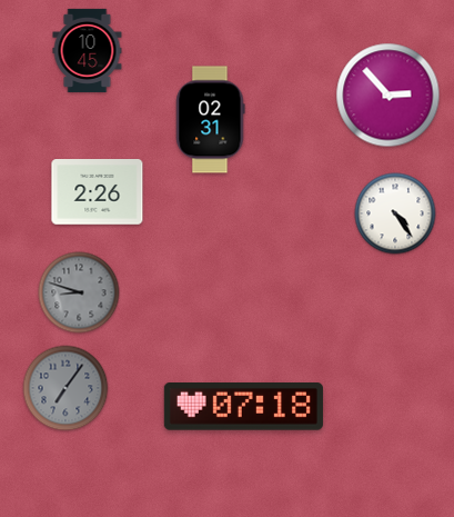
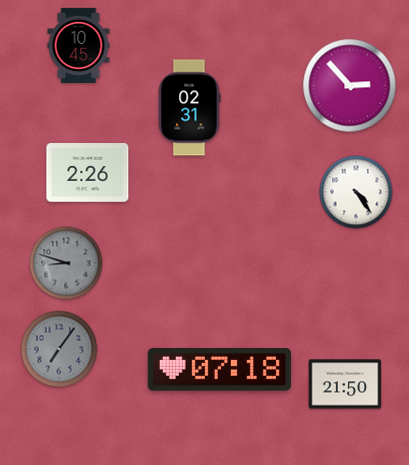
clock at (79, 292) position: (79, 292) -> (66, 263)
clock at (243, 407) position: (243, 407) -> (219, 370)
clock at (345, 384): none -> 21:50
